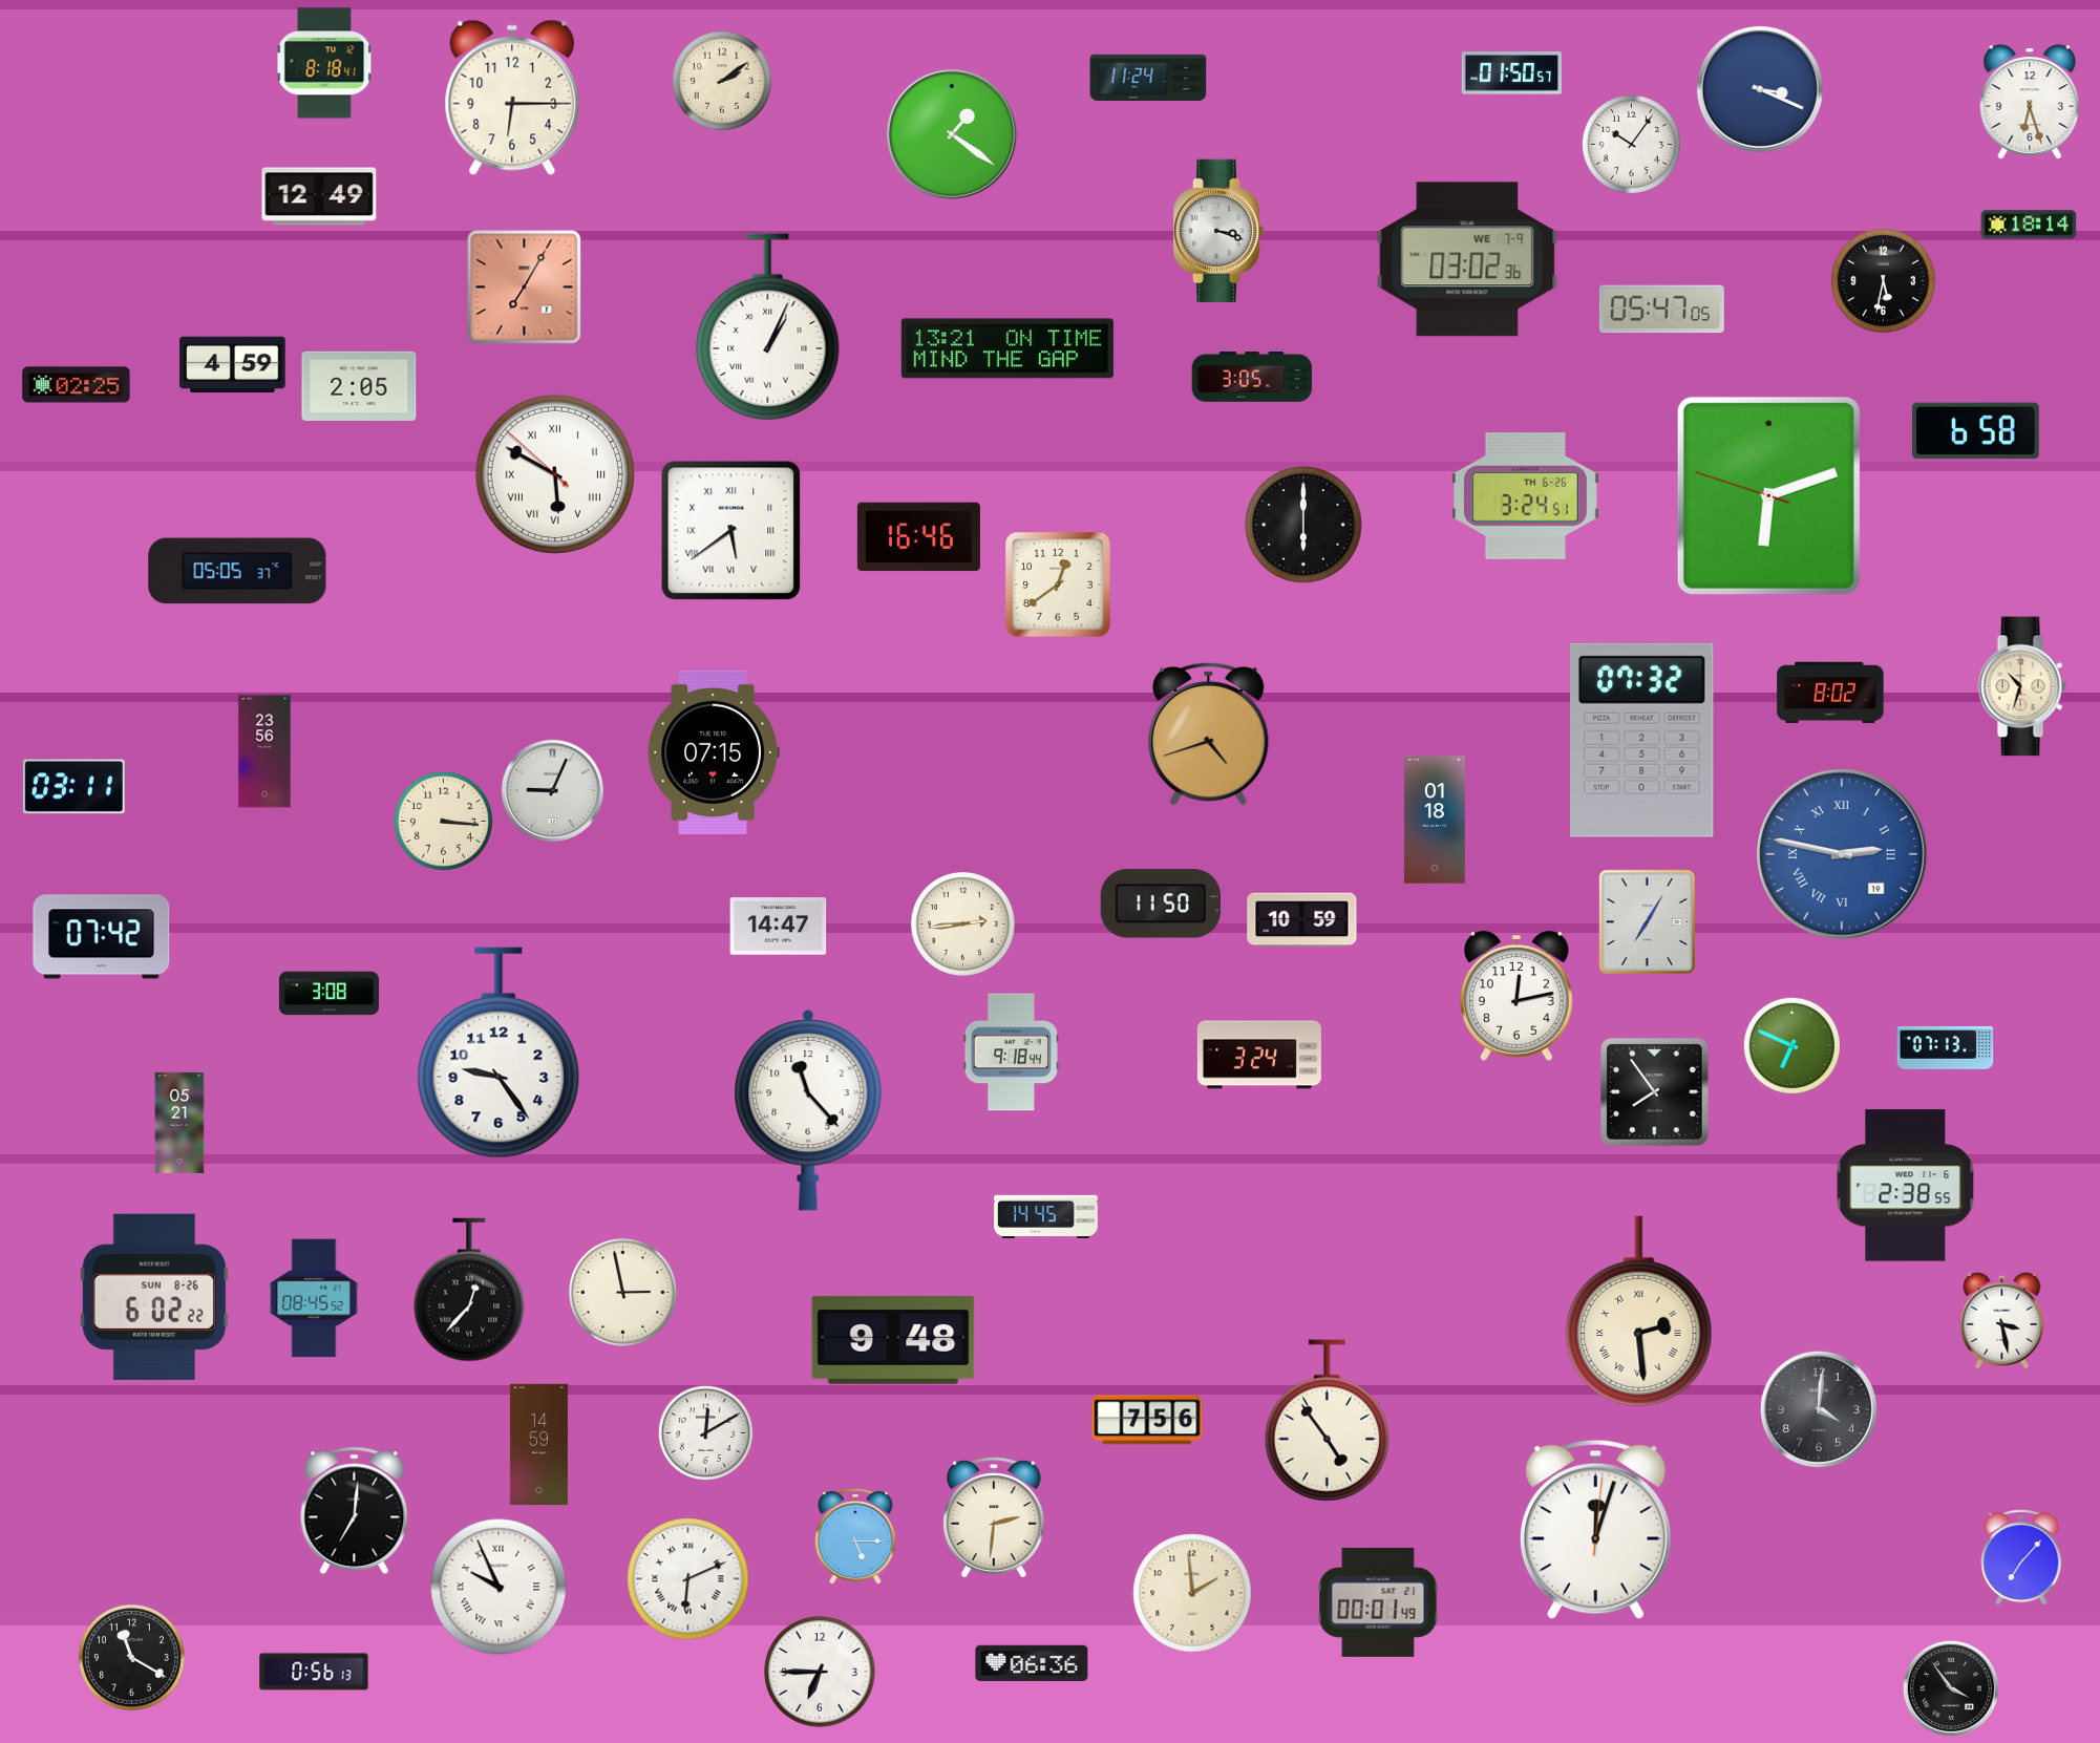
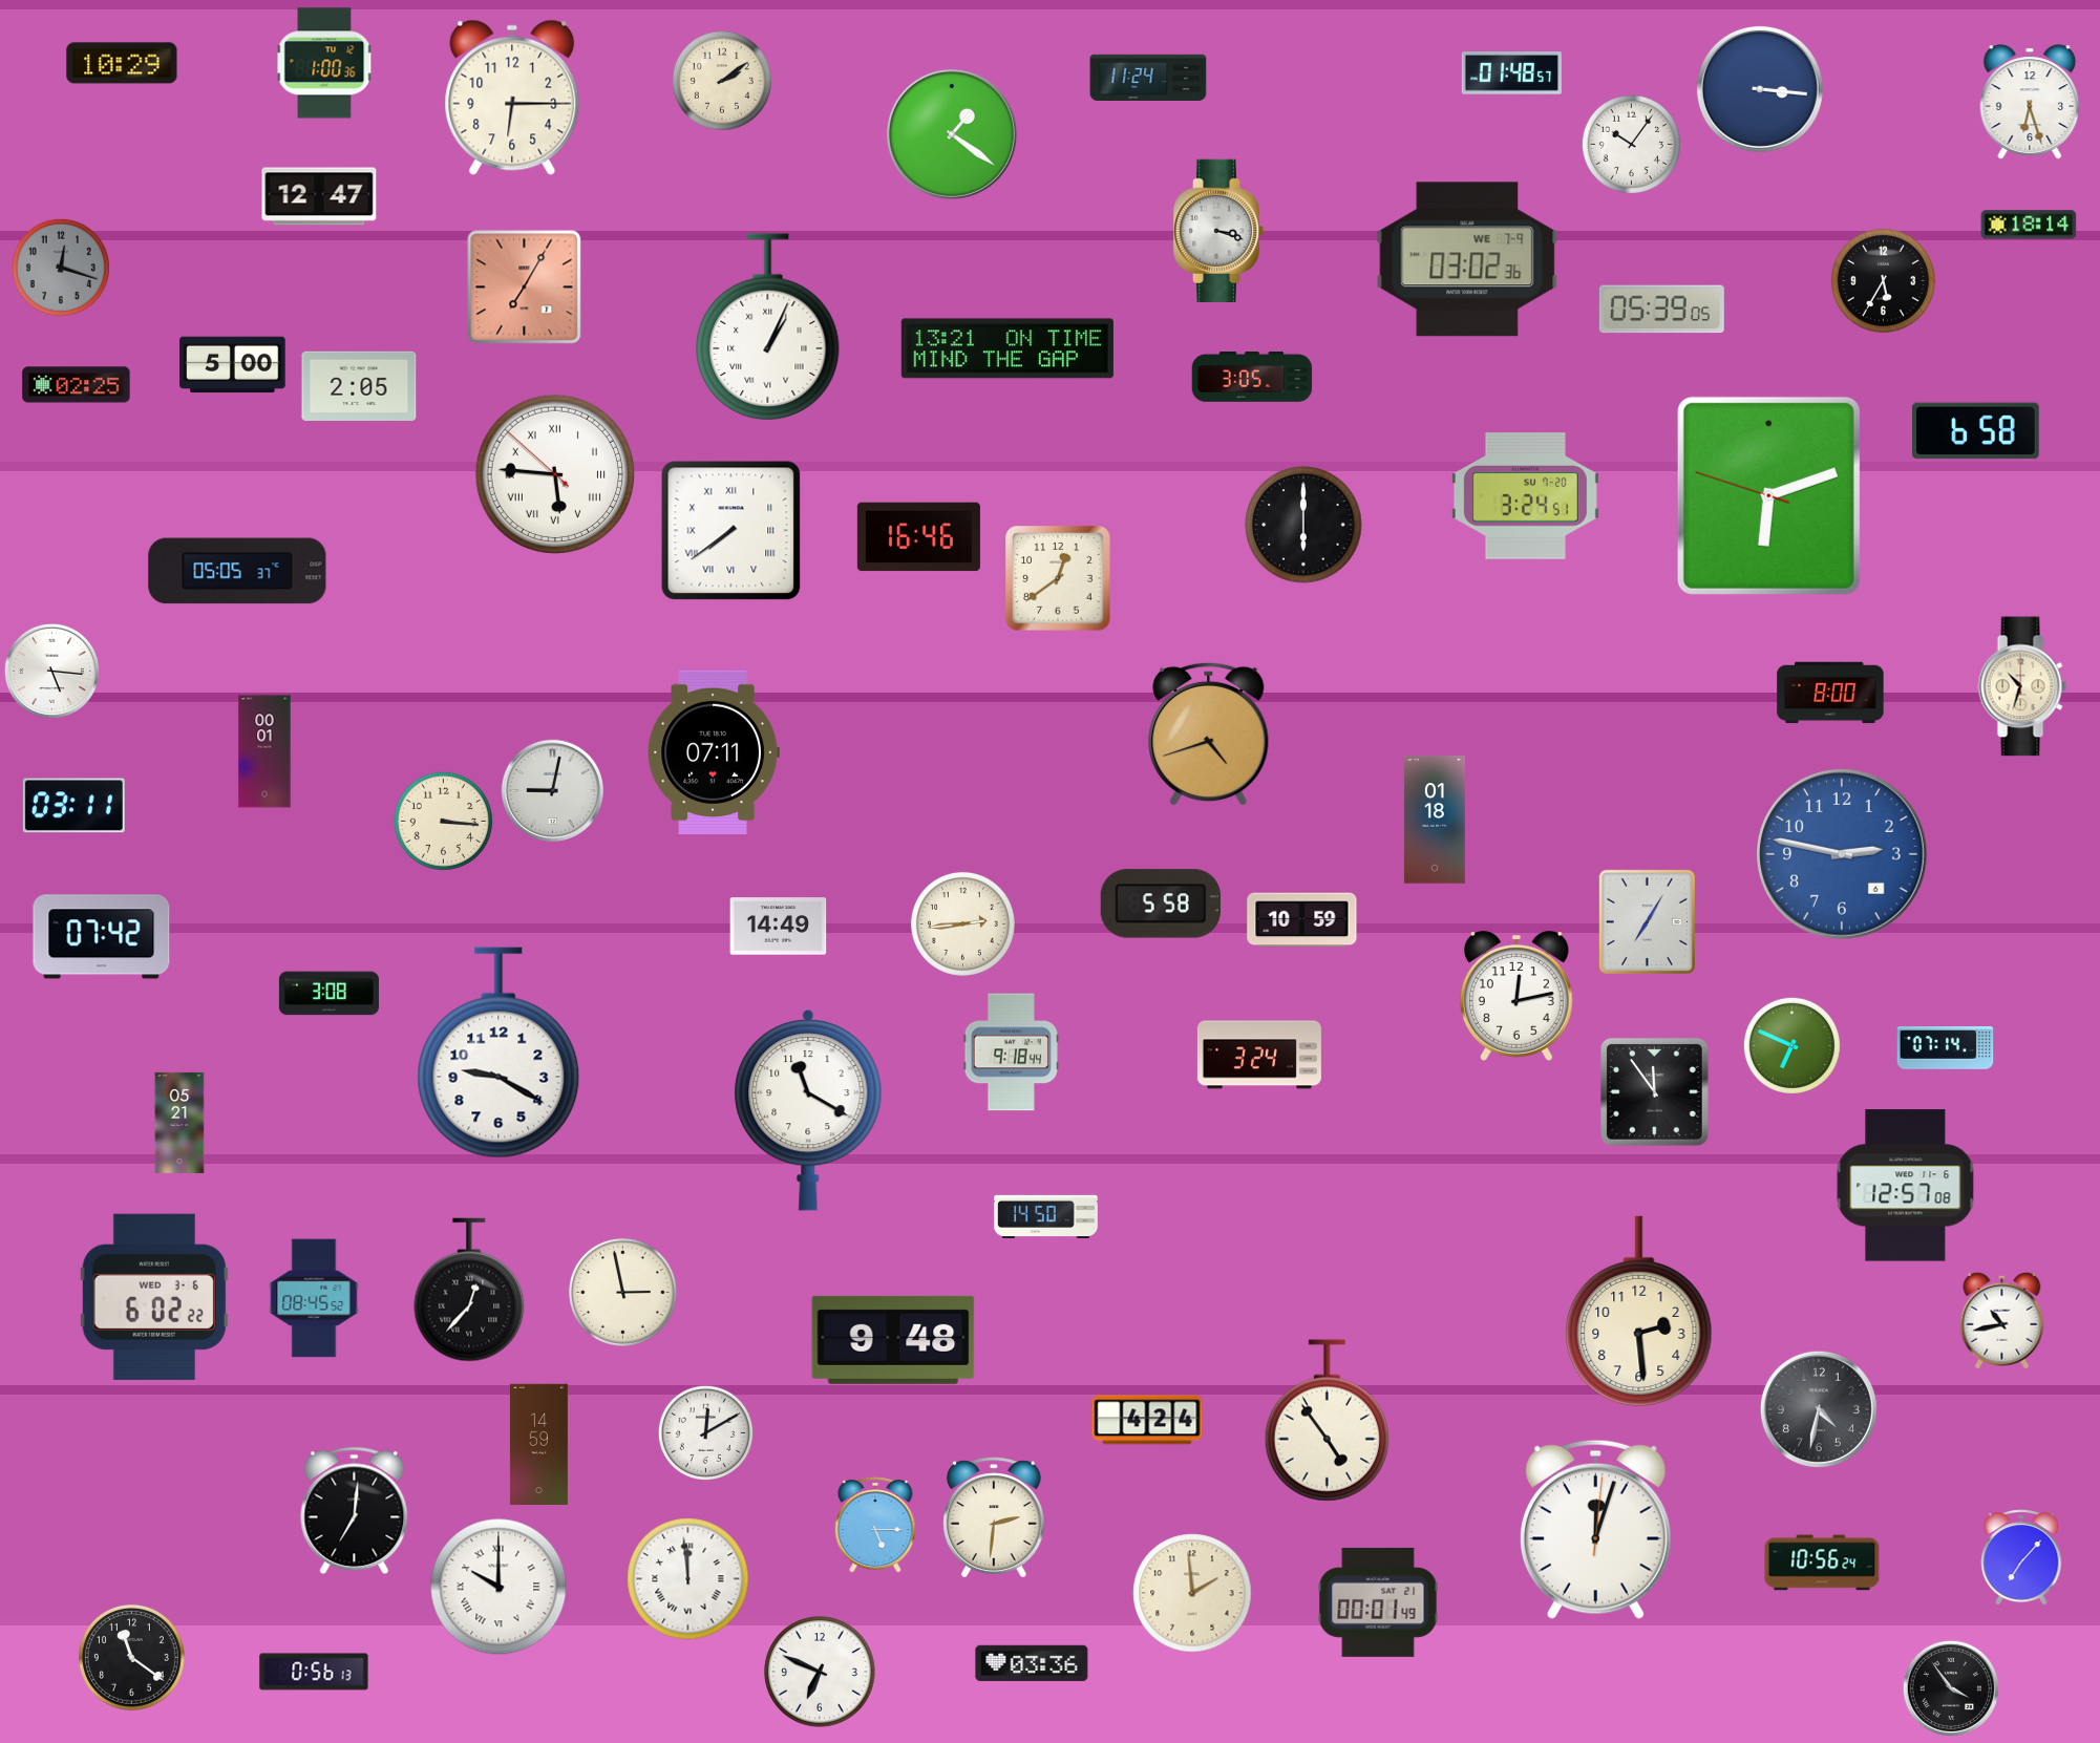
clock at (122, 63): none -> 10:29
clock at (324, 63): 8:18 -> 1:00
clock at (1511, 73): 01:50 -> 01:48
clock at (1760, 89): 3:19 -> 3:16
clock at (319, 196): 12:49 -> 12:47
clock at (61, 268): none -> 12:18
clock at (1883, 280): 5:32 -> 5:35
clock at (1661, 310): 05:47 -> 05:39
clock at (233, 365): 4:59 -> 5:00
clock at (555, 474): 5:49 -> 5:45
clock at (1525, 496) date: TH 6-26 -> SU 7-20
clock at (731, 531): 5:39 -> 7:39
clock at (1058, 584) position: (1058, 584) -> (1058, 578)
clock at (51, 671): none -> 5:16
clock at (1830, 693): 8:02 -> 8:00
clock at (1642, 740): 07:32 -> none
clock at (264, 751): 23:56 -> 00:01
clock at (714, 752): 07:15 -> 07:11
clock at (73, 787) position: (73, 787) -> (73, 806)
clock at (552, 790): 9:04 -> 9:02
clock at (1842, 854) date: 19 -> 6
clock at (1842, 854) numerals: Roman -> Arabic
clock at (1160, 904): 11:50 -> 5:58
clock at (779, 927): 14:47 -> 14:49
clock at (1946, 1048): 07:13 -> 07:14
clock at (499, 1053): 9:24 -> 9:20
clock at (1654, 1091): 7:54 -> 11:54
clock at (808, 1110): 11:23 -> 11:20
clock at (1906, 1186): 2:38 -> 12:57
clock at (1046, 1216): 14:45 -> 14:50
clock at (154, 1297) date: SUN 8-26 -> WED 3-6
clock at (1639, 1312) numerals: Roman -> Arabic
clock at (2002, 1320): 3:28 -> 10:43
clock at (1819, 1409): 4:01 -> 4:32
clock at (1147, 1420): 7:56 -> 4:24
clock at (855, 1537) position: (855, 1537) -> (875, 1526)
clock at (1822, 1563): none -> 10:56
clock at (688, 1579): 6:11 -> 11:59
clock at (499, 1587): 9:56 -> 10:00
clock at (131, 1657): 11:20 -> 11:21
clock at (1032, 1663): 06:36 -> 03:36
clock at (820, 1672): 6:45 -> 6:49
